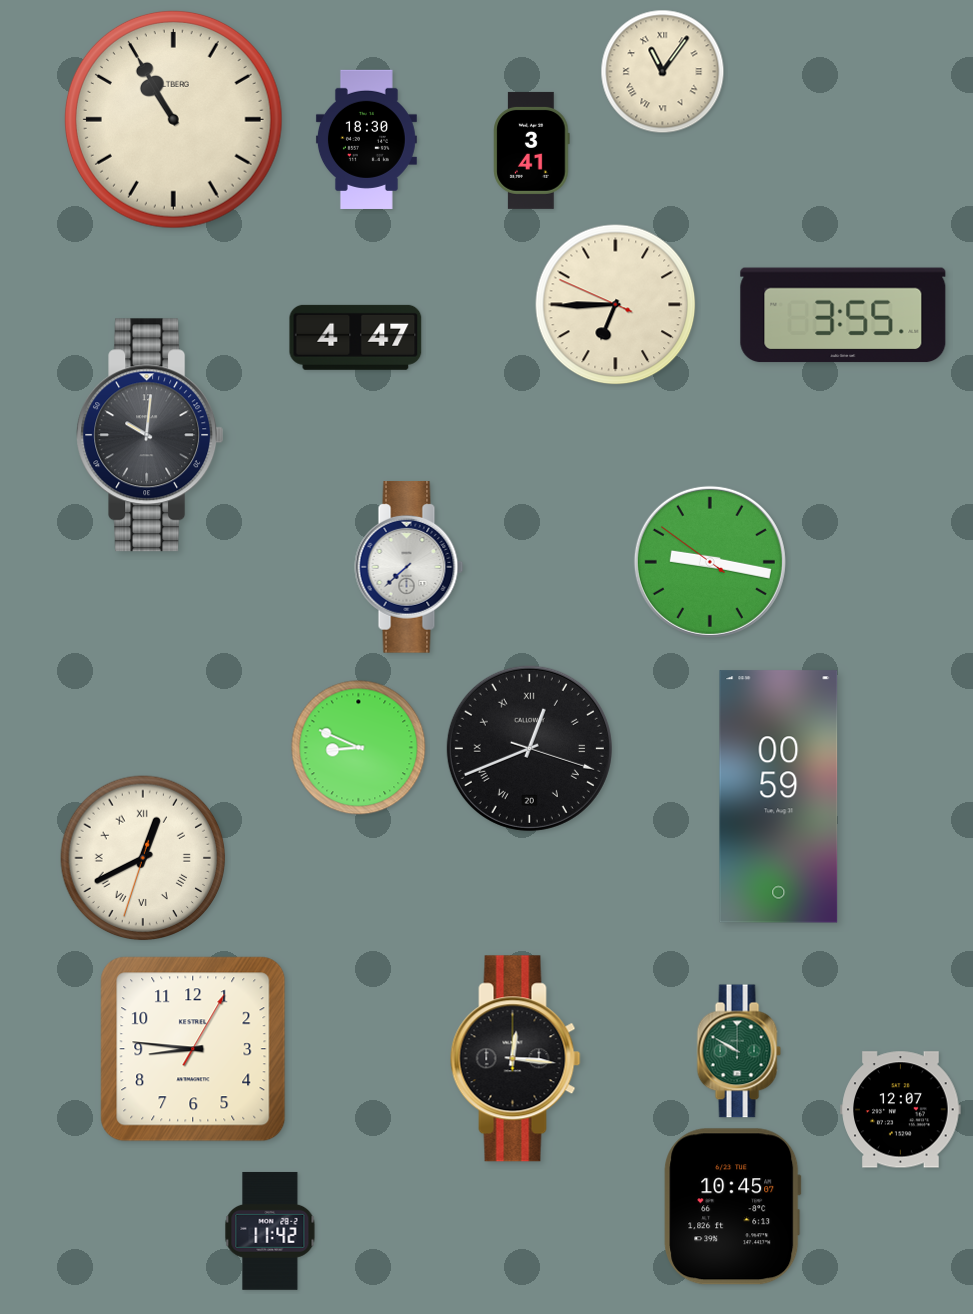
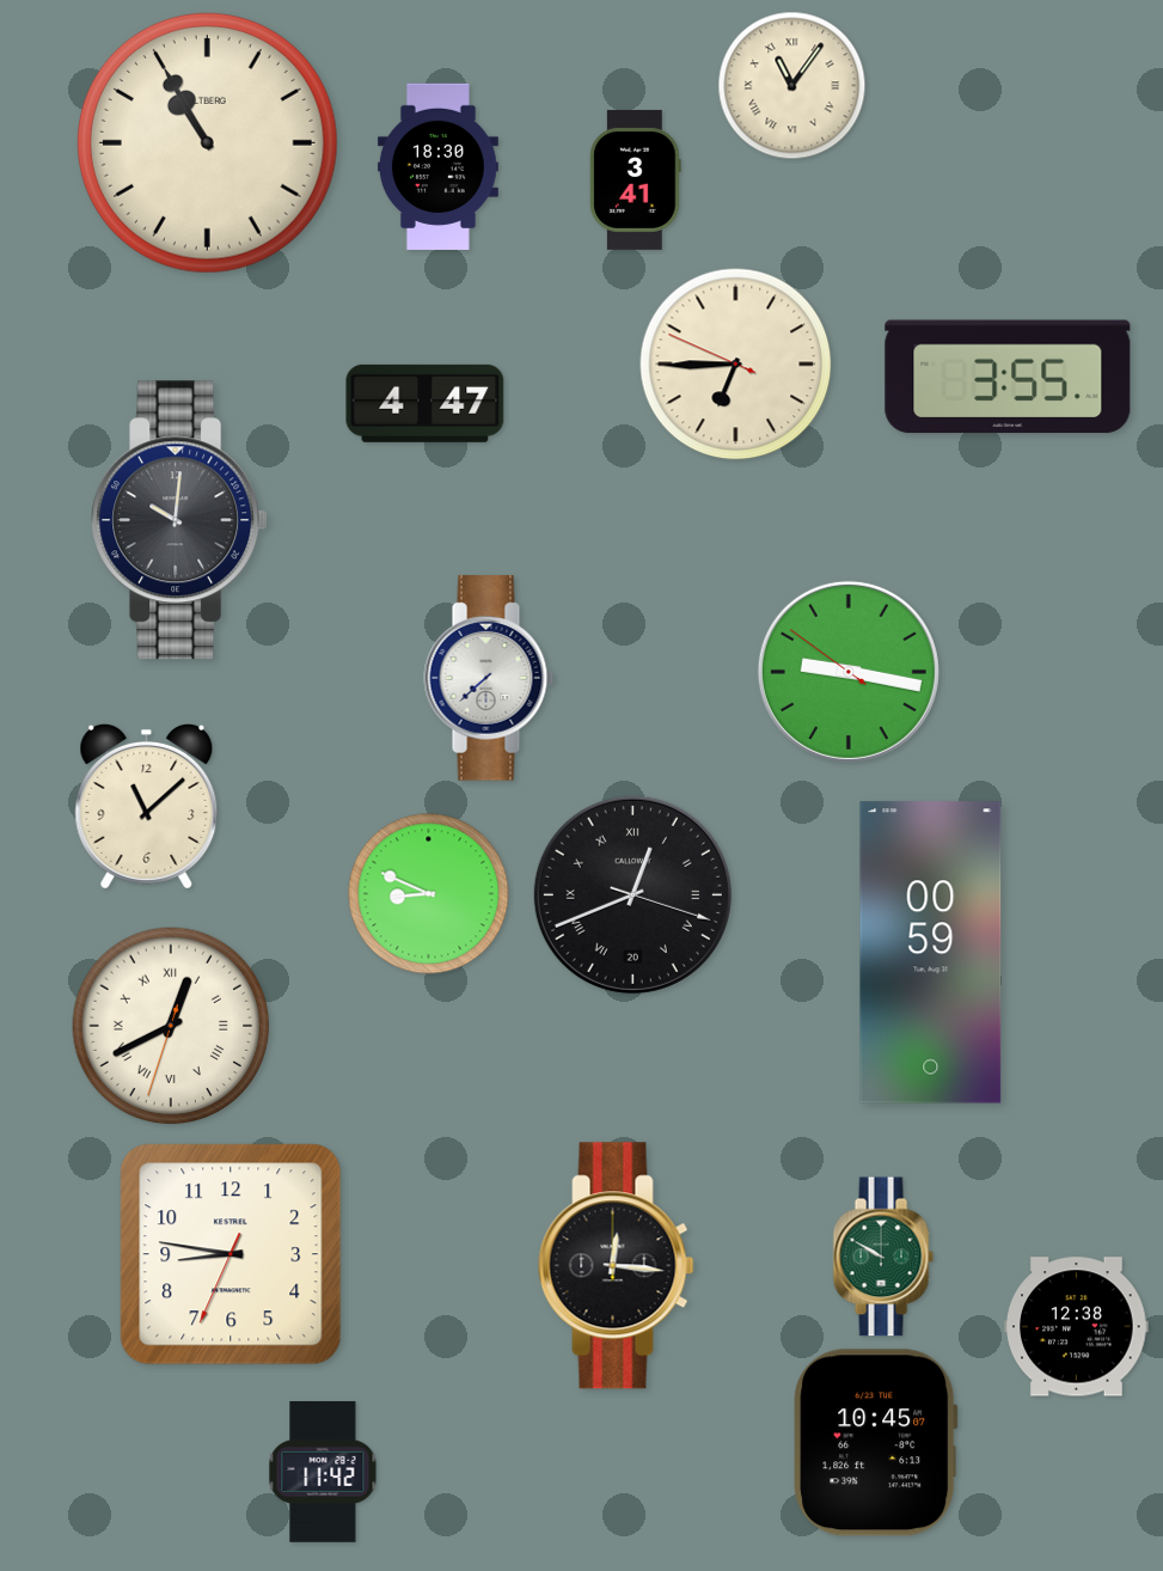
clock at (147, 806): none -> 11:08
clock at (193, 1049): 8:46:05 -> 8:46:34
clock at (901, 1110): 12:07 -> 12:38
